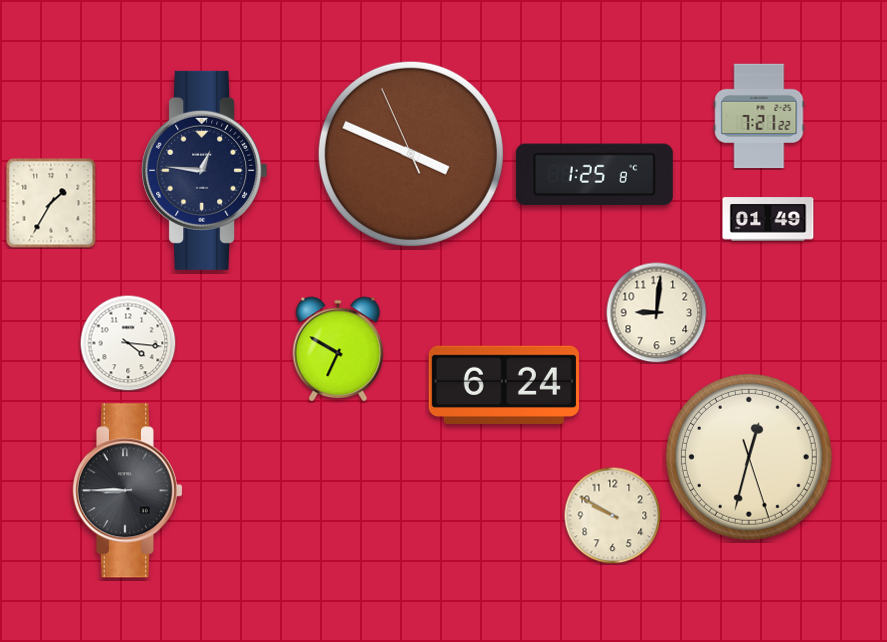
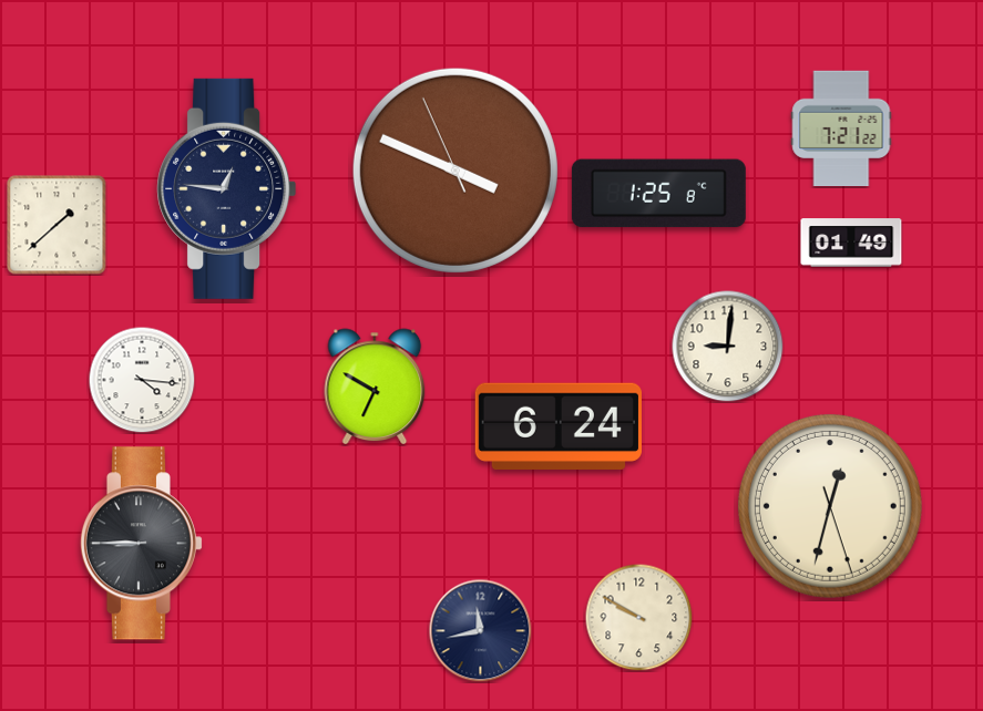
clock at (51, 203): 1:35 -> 1:38
clock at (612, 515) position: (612, 515) -> (638, 617)
clock at (480, 630): none -> 11:43
